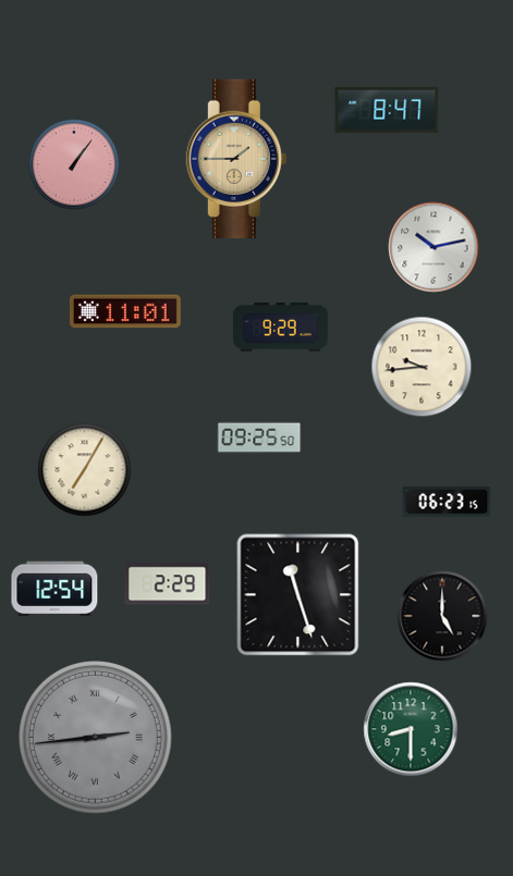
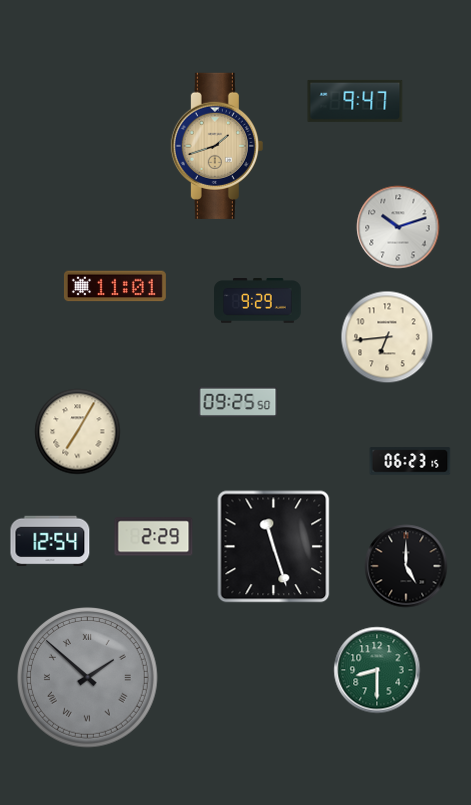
clock at (387, 110): 8:47 -> 9:47
clock at (236, 159): 1:45 -> 1:42
clock at (74, 164): 1:06 -> none
clock at (433, 247): 10:13 -> 10:12
clock at (422, 367): 9:44 -> 6:44
clock at (96, 738): 2:44 -> 1:52
